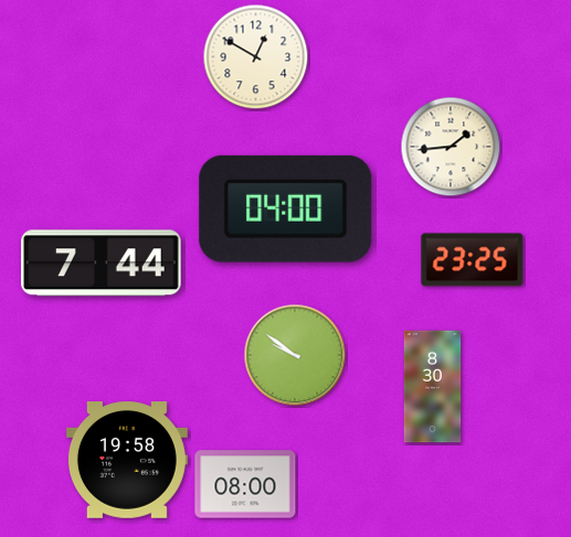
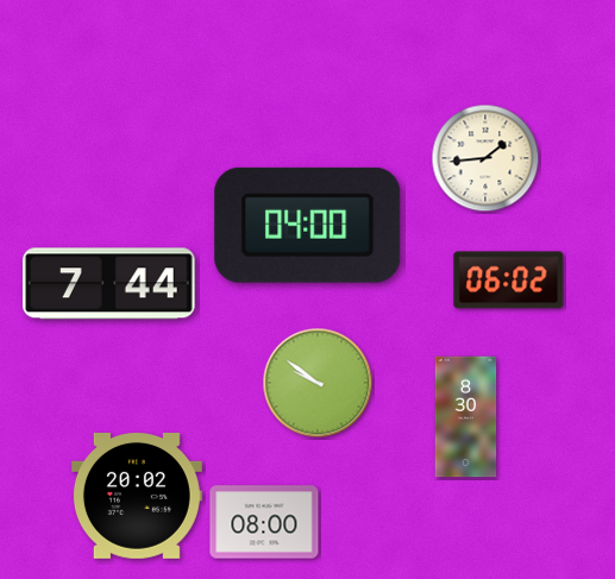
clock at (256, 57): 12:50 -> none
clock at (473, 260): 23:25 -> 06:02
clock at (127, 461): 19:58 -> 20:02
